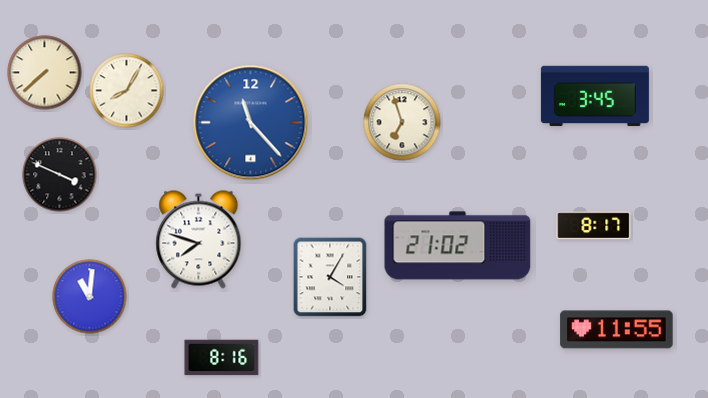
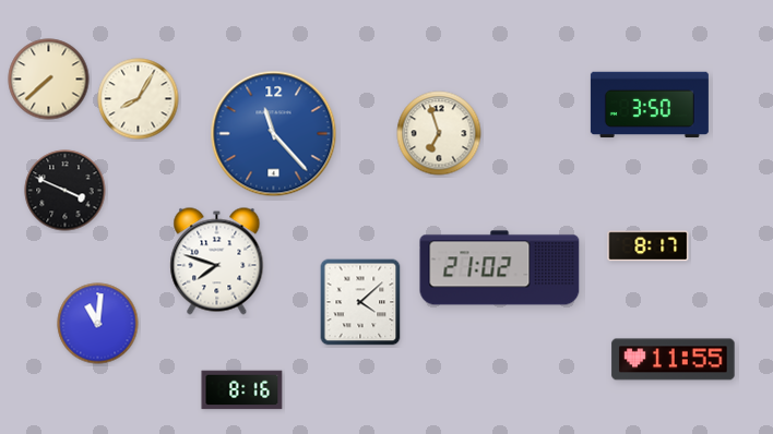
clock at (595, 96): 3:45 -> 3:50
clock at (330, 277): 4:05 -> 4:08
